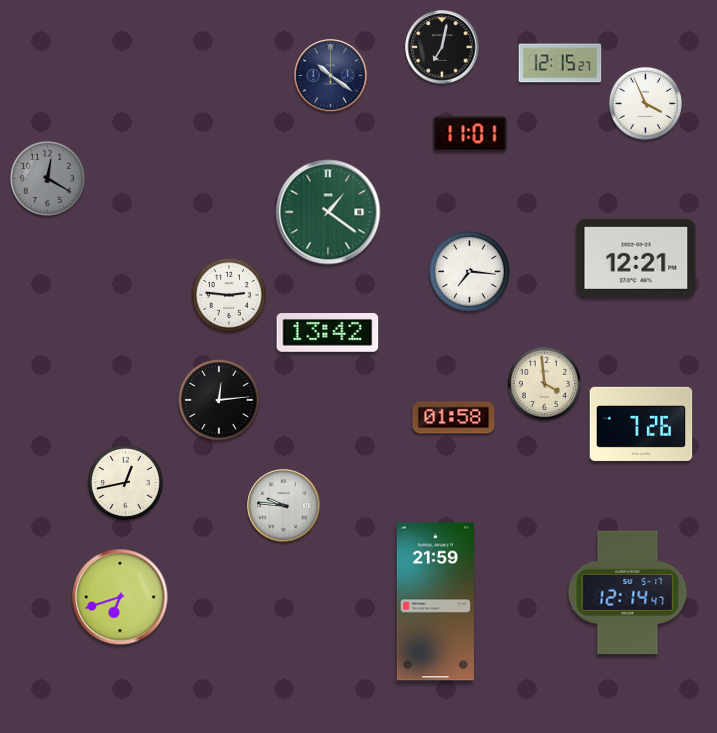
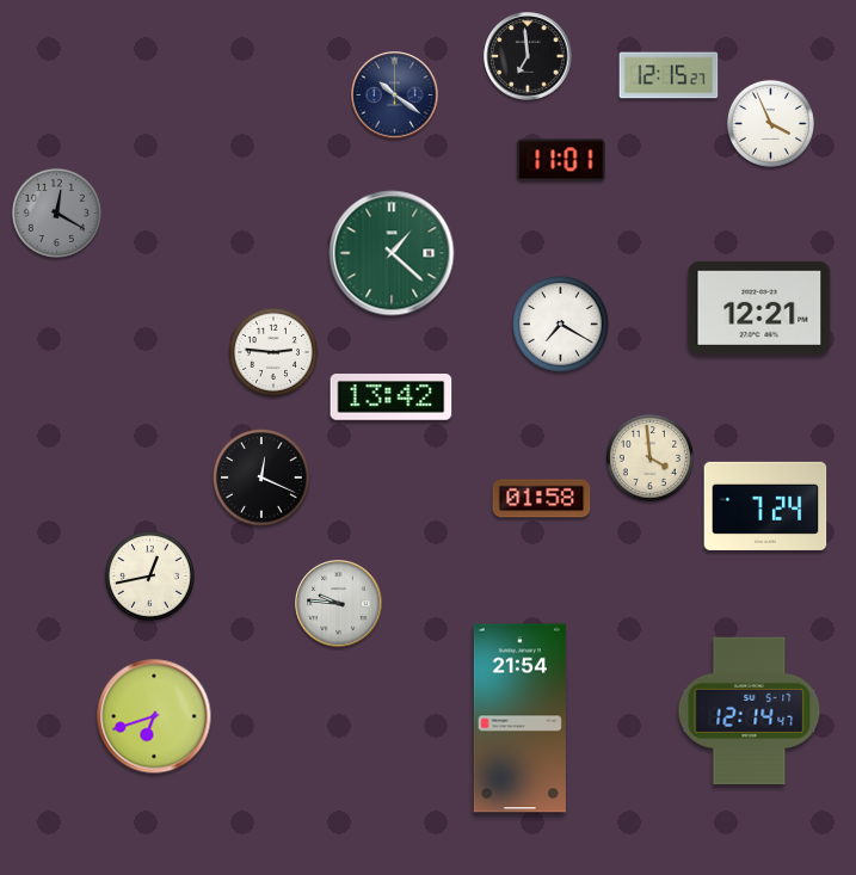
clock at (442, 47): 7:02 -> 6:59
clock at (331, 76) position: (331, 76) -> (395, 95)
clock at (328, 212): 1:21 -> 1:22
clock at (470, 272): 7:16 -> 7:20
clock at (219, 400): 12:14 -> 12:19
clock at (641, 424): 7:26 -> 7:24
clock at (628, 593) position: (628, 593) -> (750, 711)
clock at (120, 597) position: (120, 597) -> (154, 716)
clock at (435, 602): 21:59 -> 21:54
